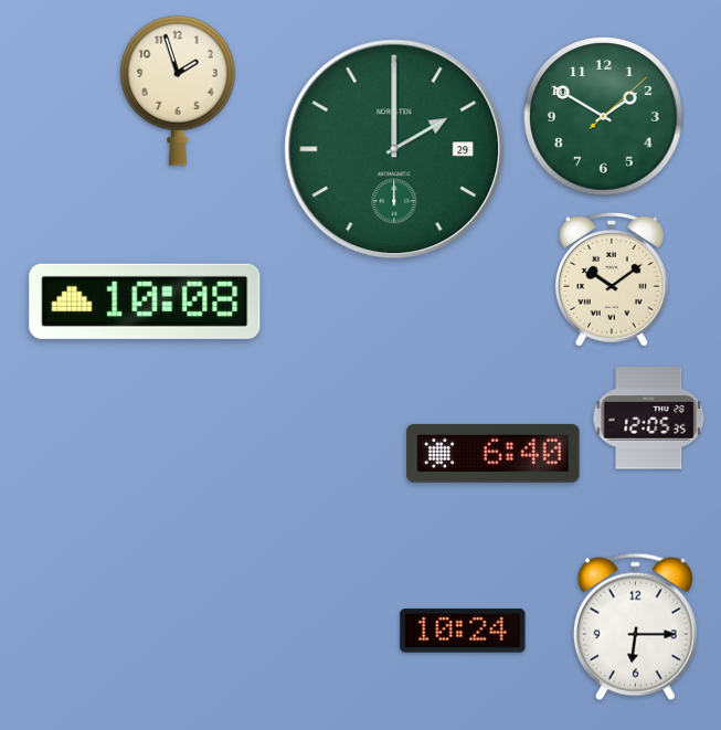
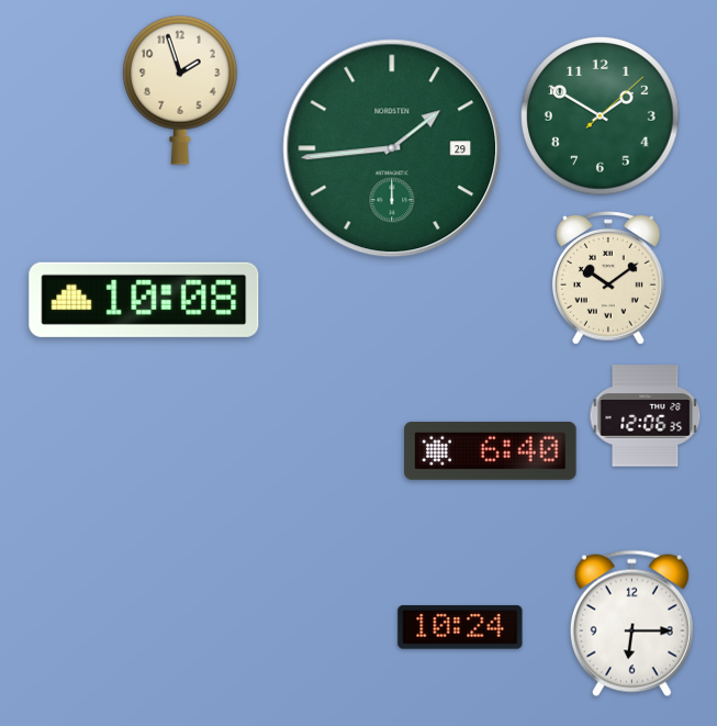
clock at (178, 91) position: (178, 91) -> (180, 90)
clock at (394, 149): 2:00 -> 1:44
clock at (649, 419): 12:05 -> 12:06
